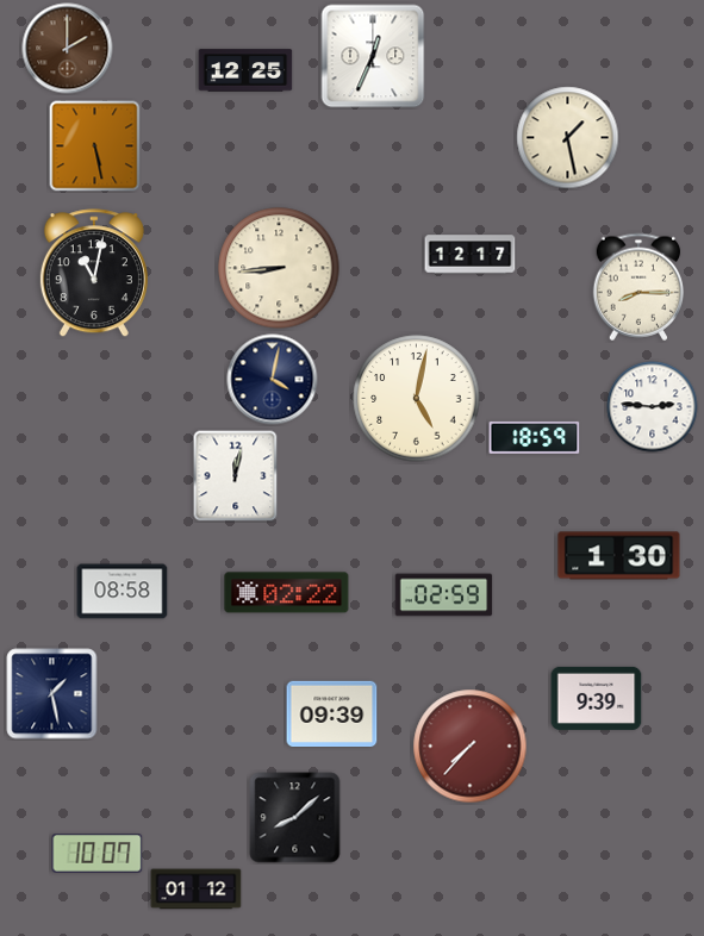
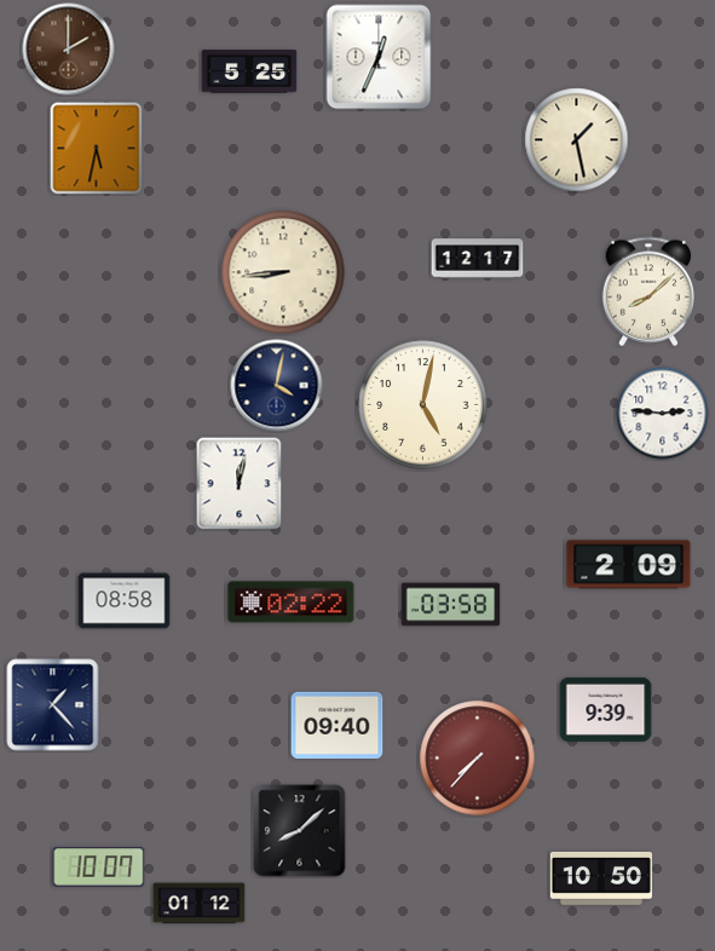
clock at (245, 70): 12:25 -> 5:25
clock at (95, 146): 5:28 -> 5:32
clock at (94, 274): 11:02 -> none
clock at (638, 287): 8:15 -> 8:08
clock at (535, 437): 18:59 -> none
clock at (619, 556): 1:30 -> 2:09
clock at (444, 595): 02:59 -> 03:58
clock at (52, 694): 1:28 -> 1:23
clock at (332, 713): 09:39 -> 09:40
clock at (600, 878): none -> 10:50
